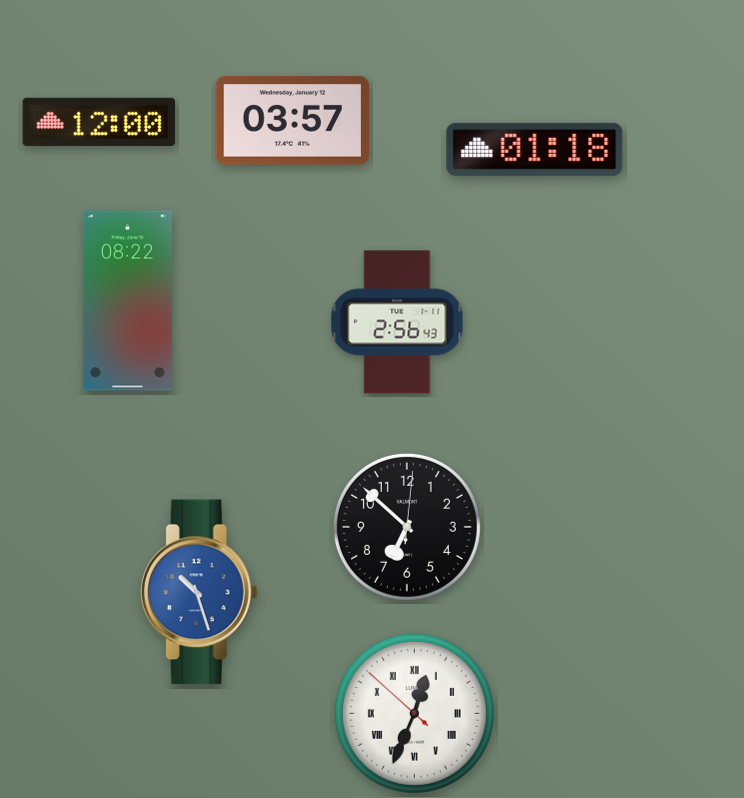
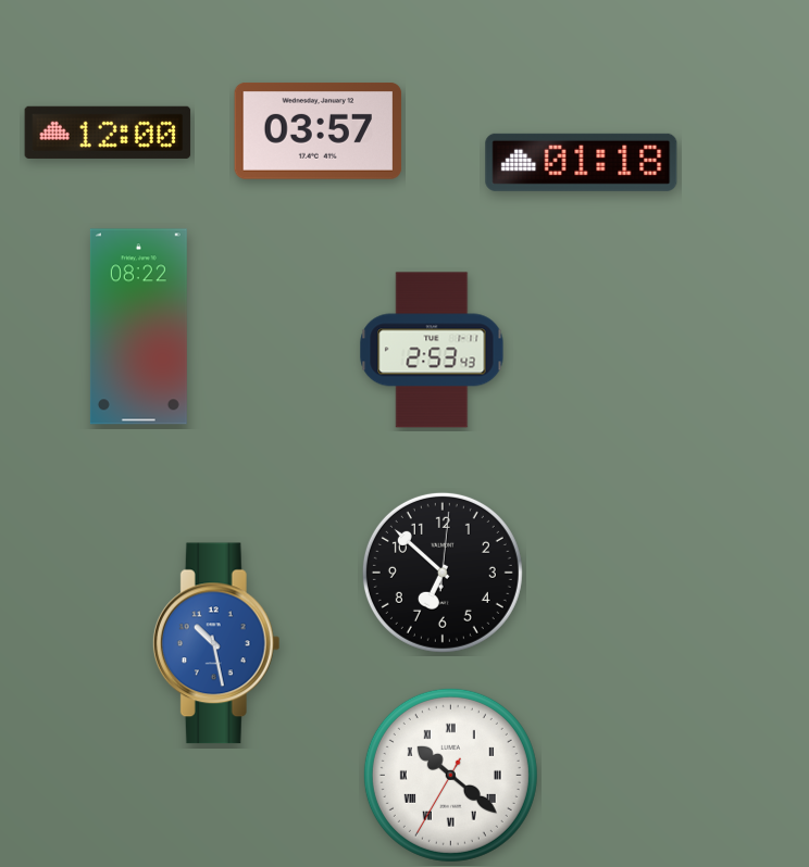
clock at (397, 322): 2:56 -> 2:53
clock at (199, 592): 10:27 -> 10:28
clock at (414, 713): 12:33 -> 10:21
